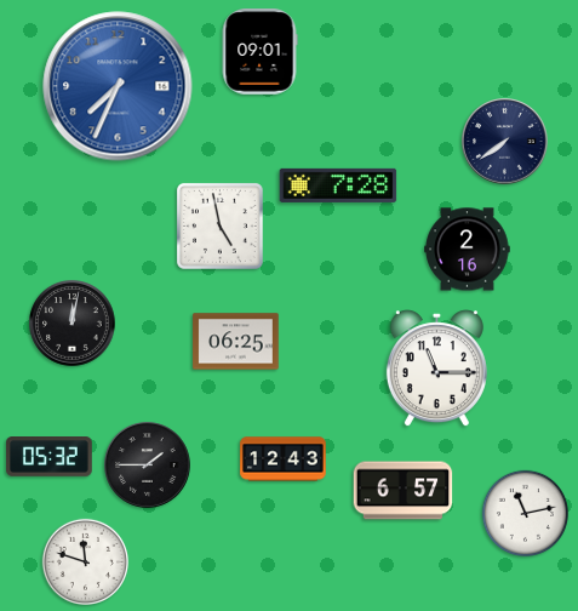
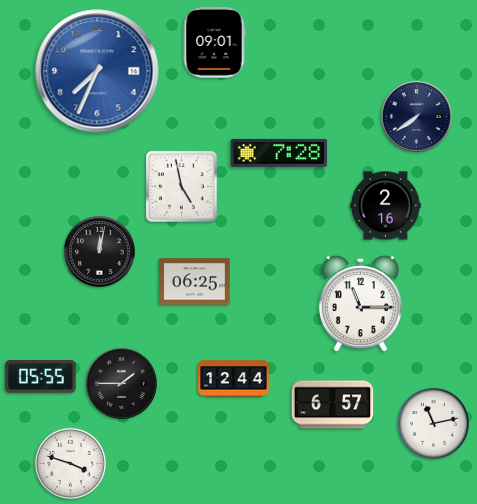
clock at (73, 324) position: (73, 324) -> (100, 252)
clock at (50, 457): 05:32 -> 05:55
clock at (284, 459): 12:43 -> 12:44
clock at (85, 561): 11:48 -> 3:48
